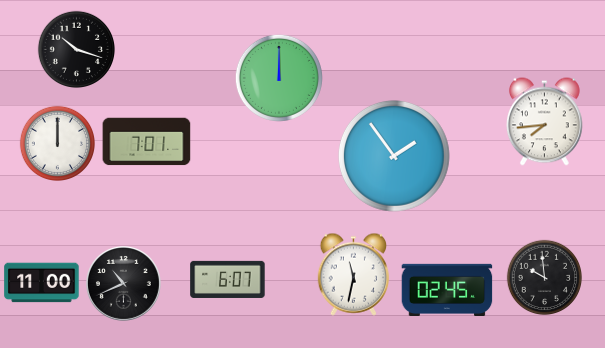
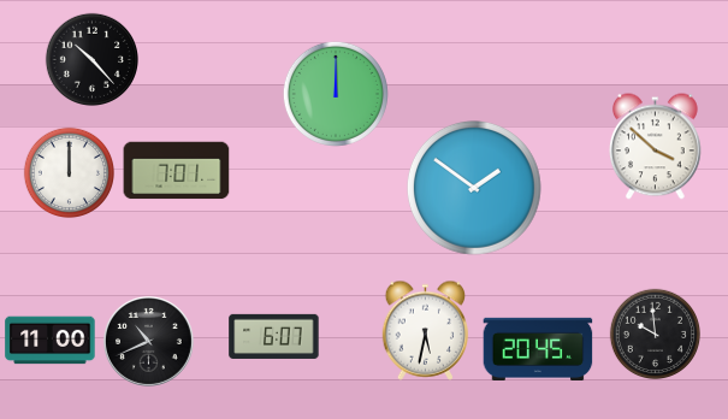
clock at (76, 49): 10:18 -> 10:23
clock at (545, 122): 7:44 -> 3:52
clock at (395, 157): 1:54 -> 1:51
clock at (354, 274): 11:32 -> 5:32
clock at (447, 289): 02:45 -> 20:45
